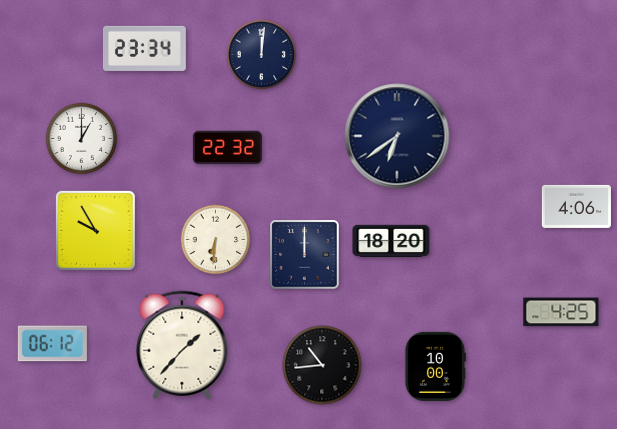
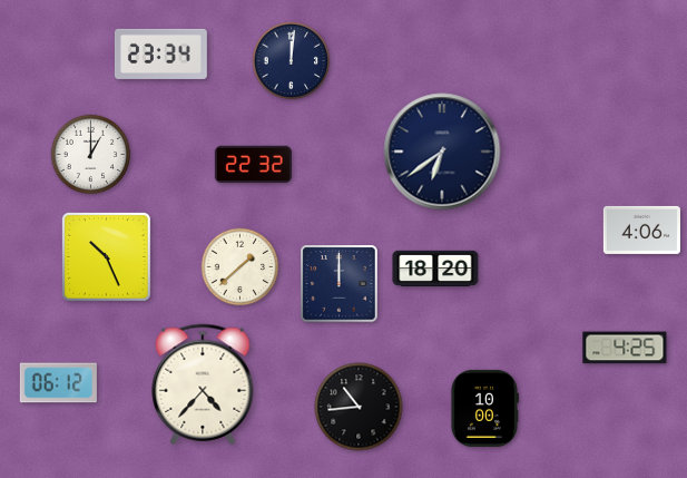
clock at (96, 231): 9:55 -> 10:26
clock at (216, 240): 6:31 -> 1:38
clock at (182, 345): 1:37 -> 4:37
